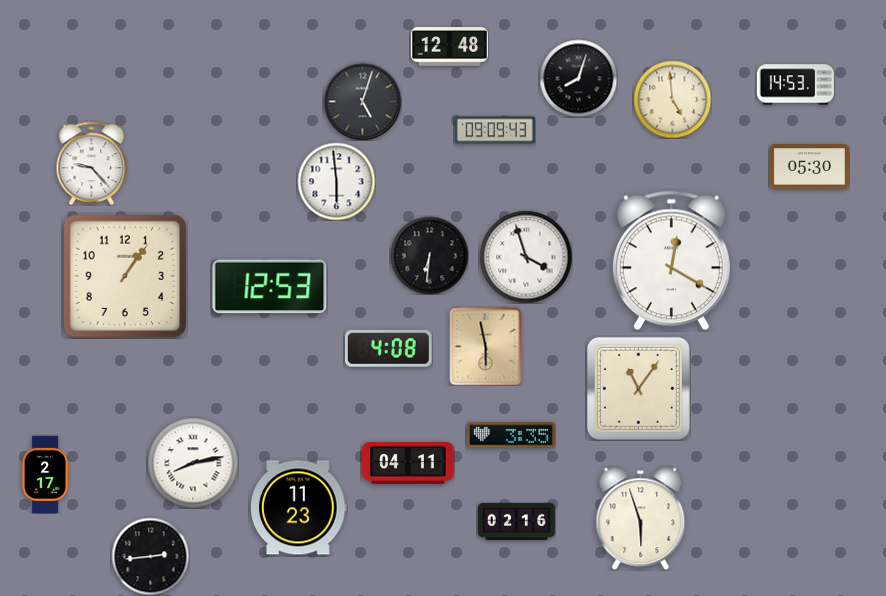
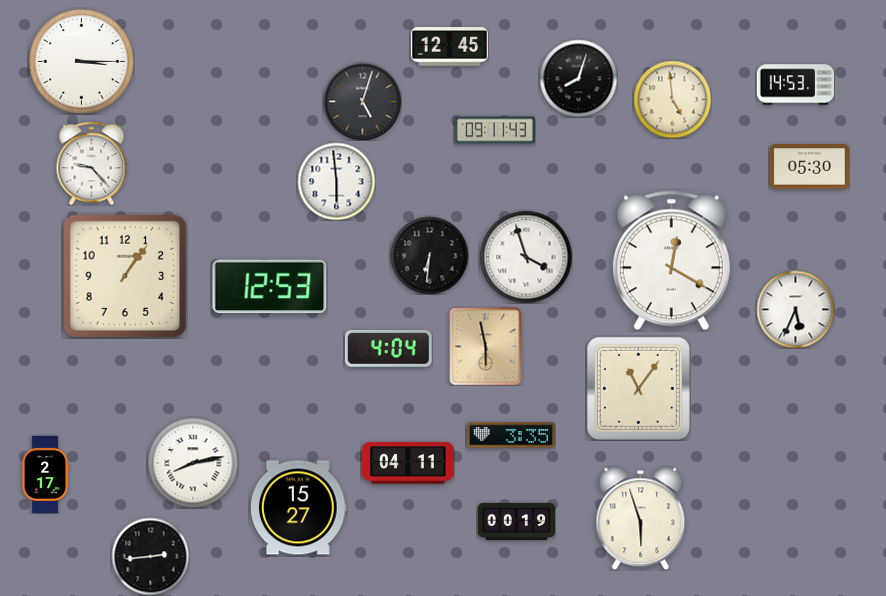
clock at (449, 47): 12:48 -> 12:45
clock at (82, 62): none -> 3:15
clock at (495, 130): 09:09 -> 09:11
clock at (795, 309): none -> 5:34
clock at (388, 348): 4:08 -> 4:04
clock at (299, 508): 11:23 -> 15:27
clock at (516, 521): 02:16 -> 00:19
